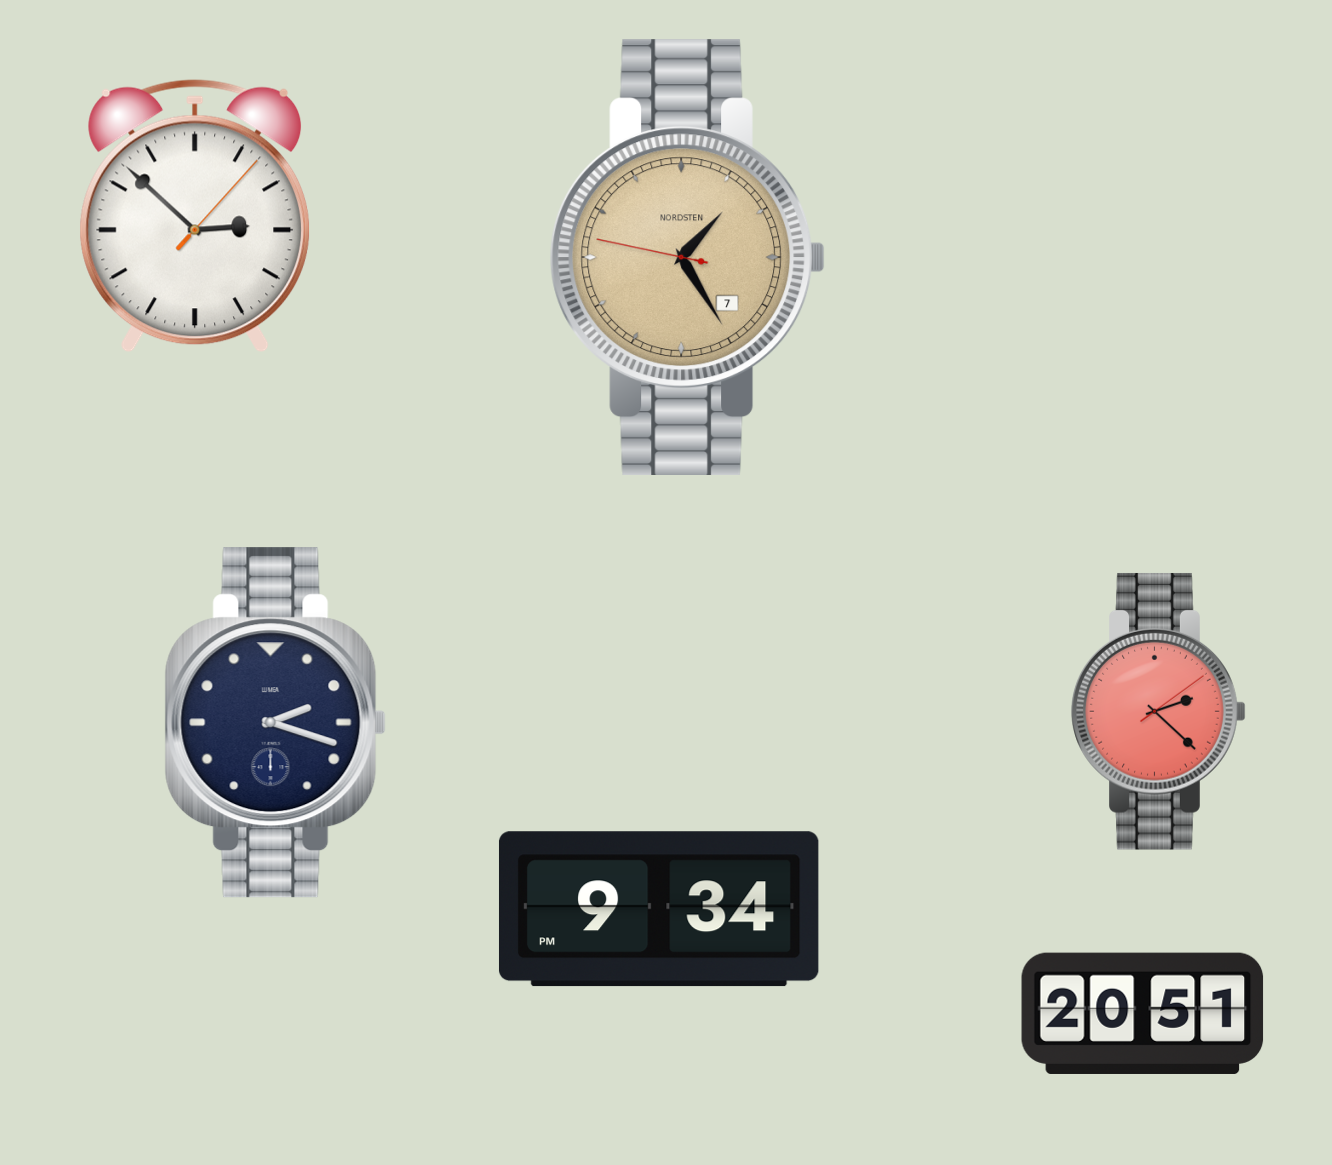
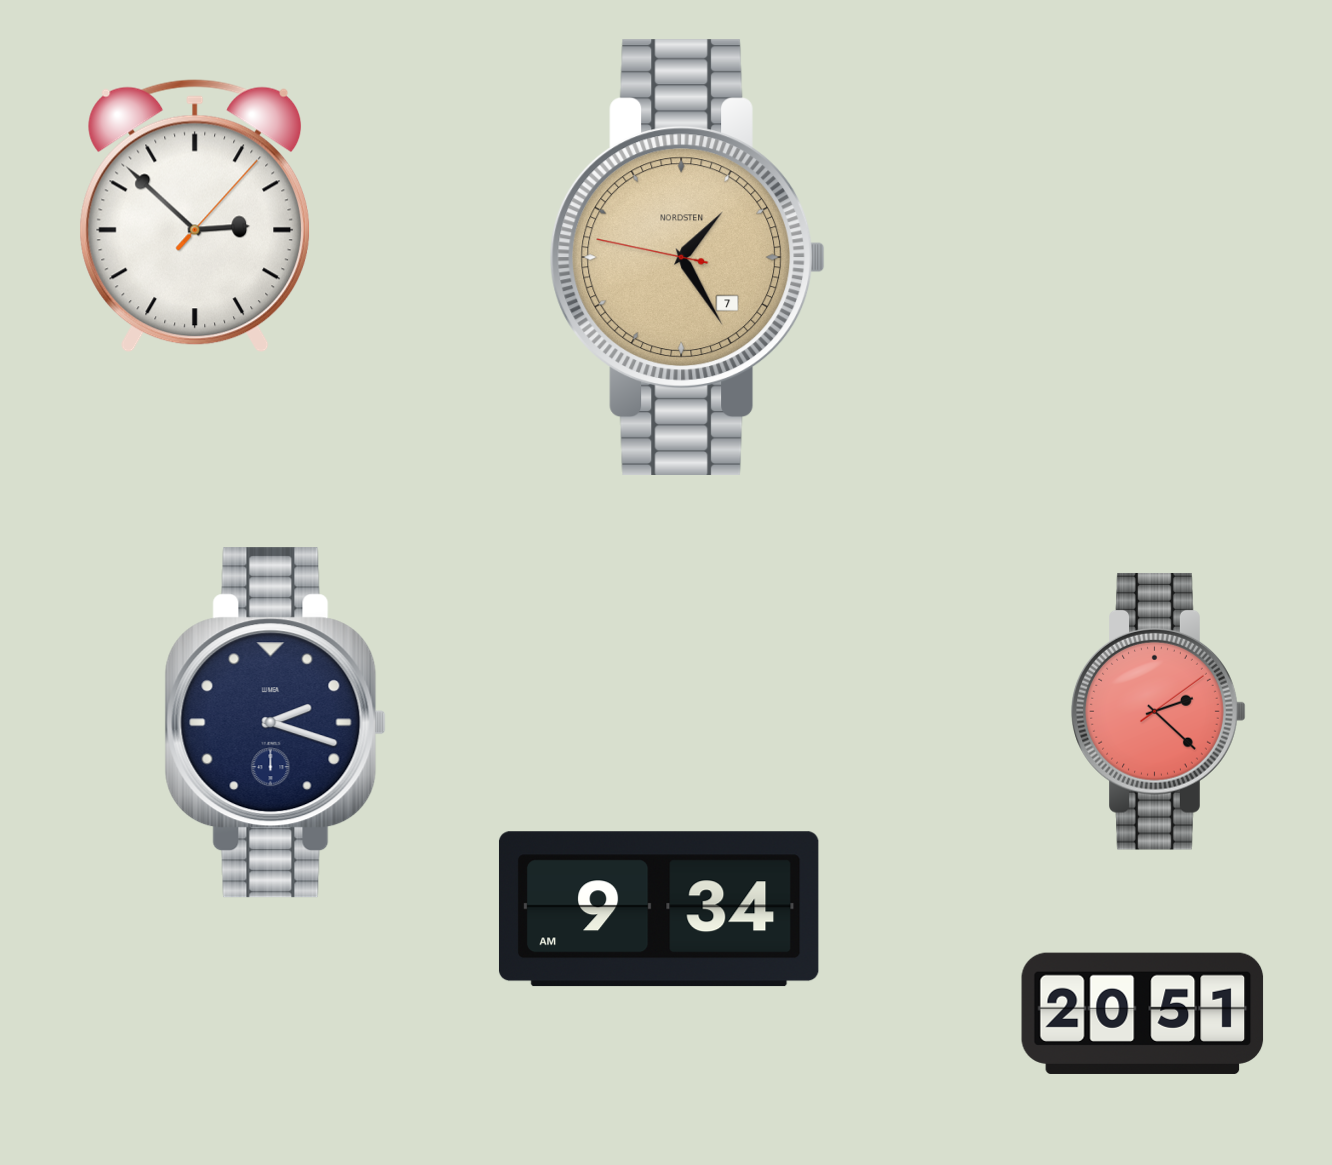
clock at (659, 909): 9:34 PM -> 9:34 AM
